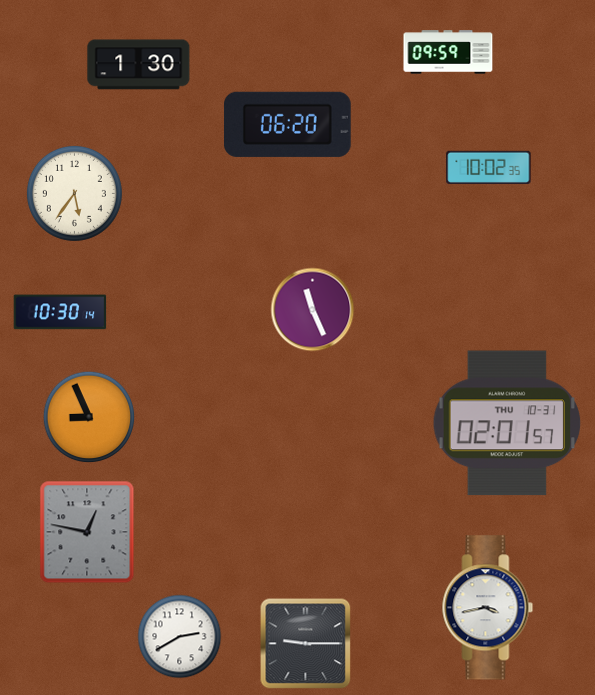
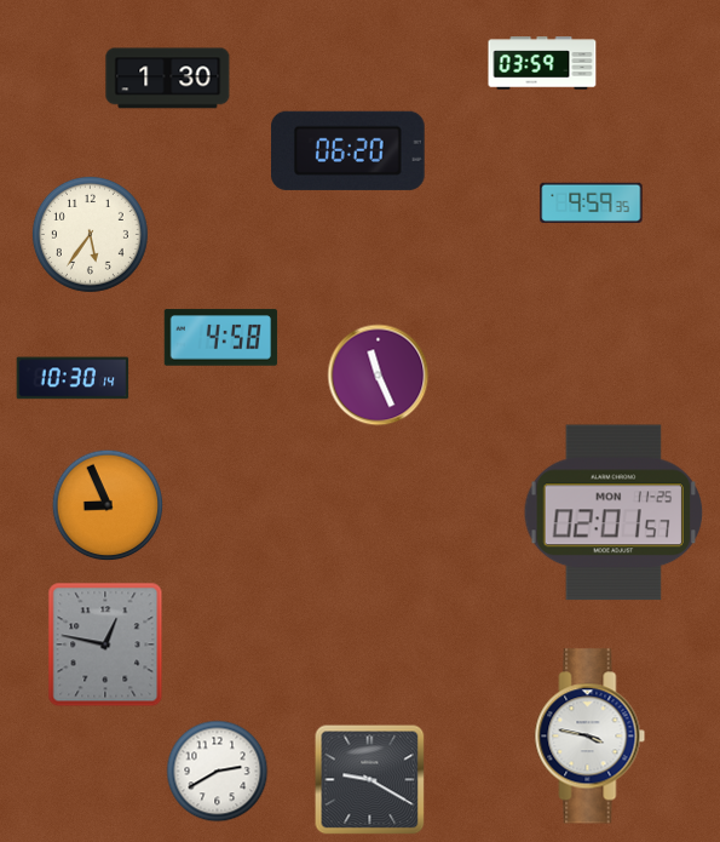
clock at (448, 52): 09:59 -> 03:59
clock at (489, 167): 10:02 -> 9:59
clock at (221, 338): none -> 4:58
clock at (507, 423) date: THU 10-31 -> MON 11-25
clock at (488, 608): 3:43 -> 3:47
clock at (306, 644): 9:15 -> 9:20
